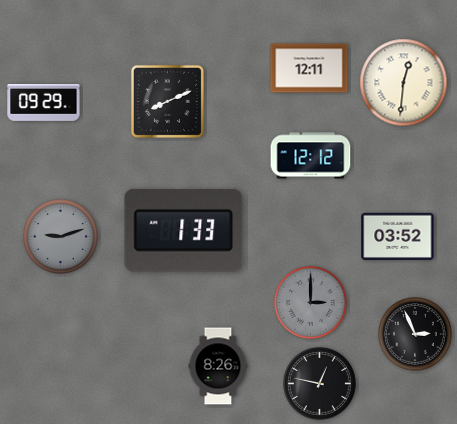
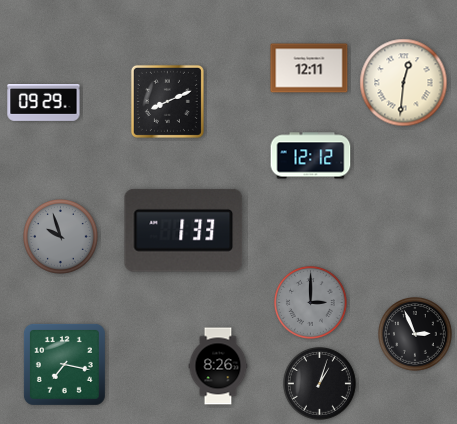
clock at (398, 236): 03:52 -> none
clock at (61, 237): 9:12 -> 9:57
clock at (64, 364): none -> 7:17
clock at (319, 383): 12:47 -> 1:03
